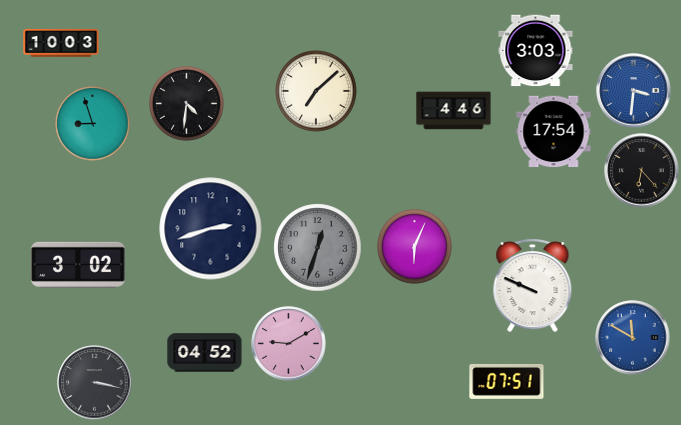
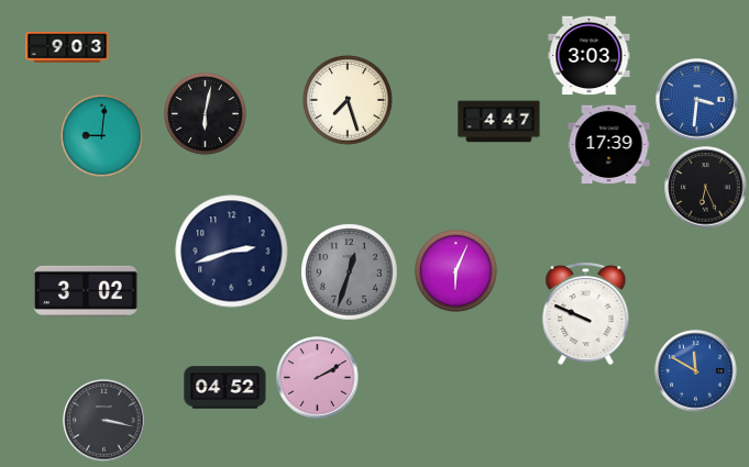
clock at (61, 43): 10:03 -> 9:03
clock at (316, 91): 7:08 -> 7:27
clock at (187, 104): 4:31 -> 6:02
clock at (454, 111): 4:46 -> 4:47
clock at (93, 124): 8:57 -> 9:01
clock at (554, 132): 17:54 -> 17:39
clock at (642, 171): 6:23 -> 6:26
clock at (289, 344): 9:10 -> 2:10
clock at (507, 382): 07:51 -> none
